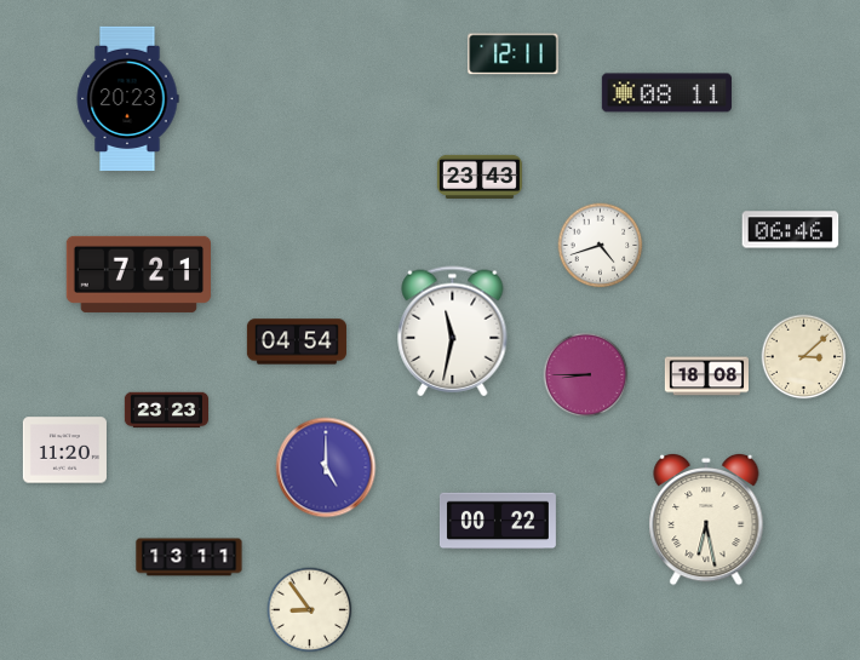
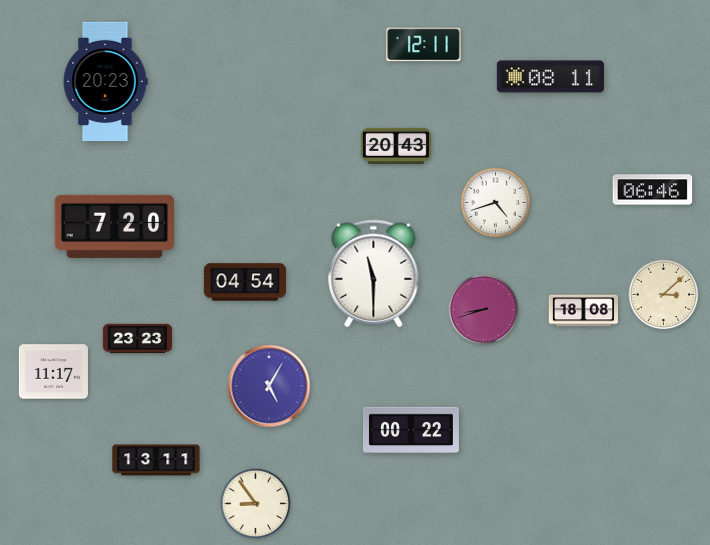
clock at (480, 177): 23:43 -> 20:43
clock at (138, 274): 7:21 -> 7:20
clock at (453, 332): 11:32 -> 11:30
clock at (586, 375): 8:45 -> 8:42
clock at (64, 450): 11:20 -> 11:17
clock at (326, 467): 5:00 -> 5:05
clock at (706, 520): 6:28 -> none
